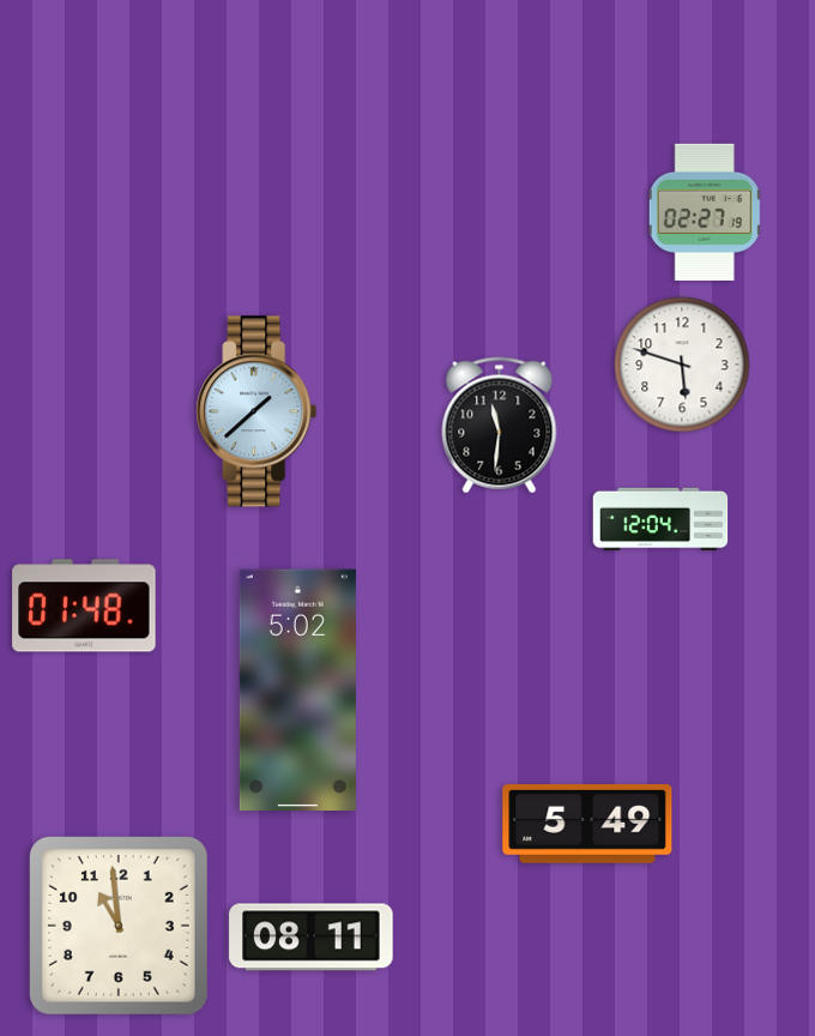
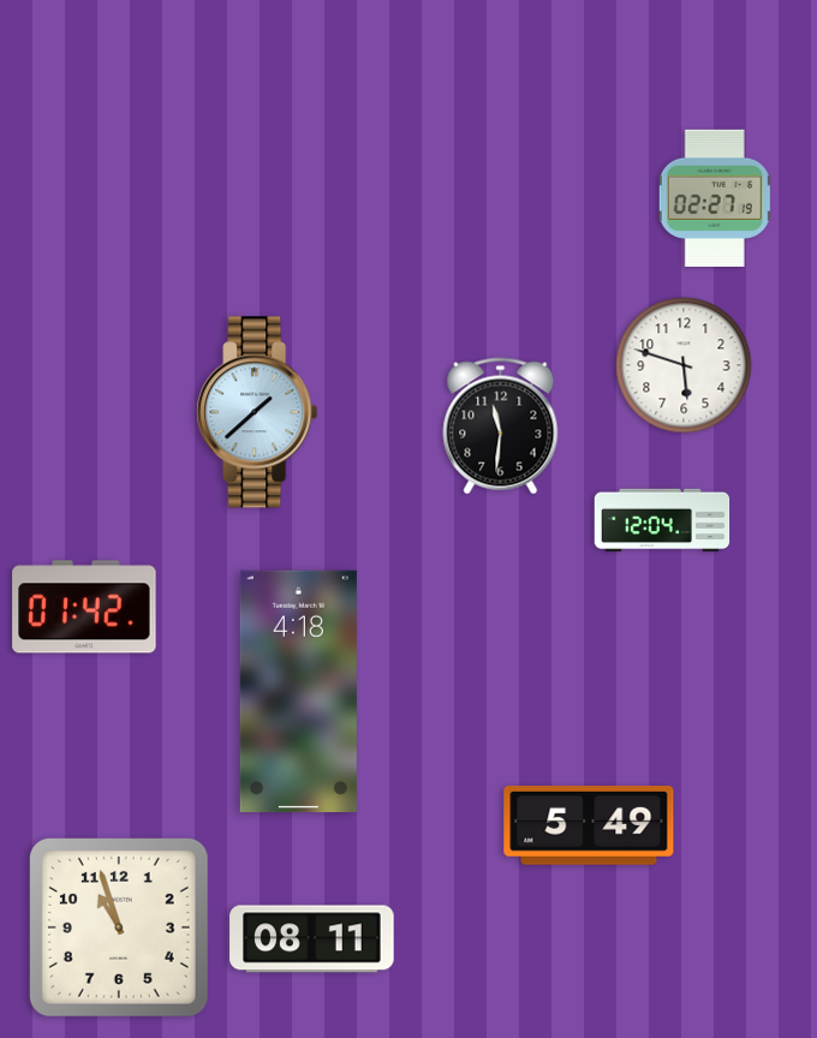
clock at (705, 212) position: (705, 212) -> (715, 198)
clock at (84, 606): 01:48 -> 01:42
clock at (297, 689): 5:02 -> 4:18
clock at (119, 926): 10:59 -> 10:57
